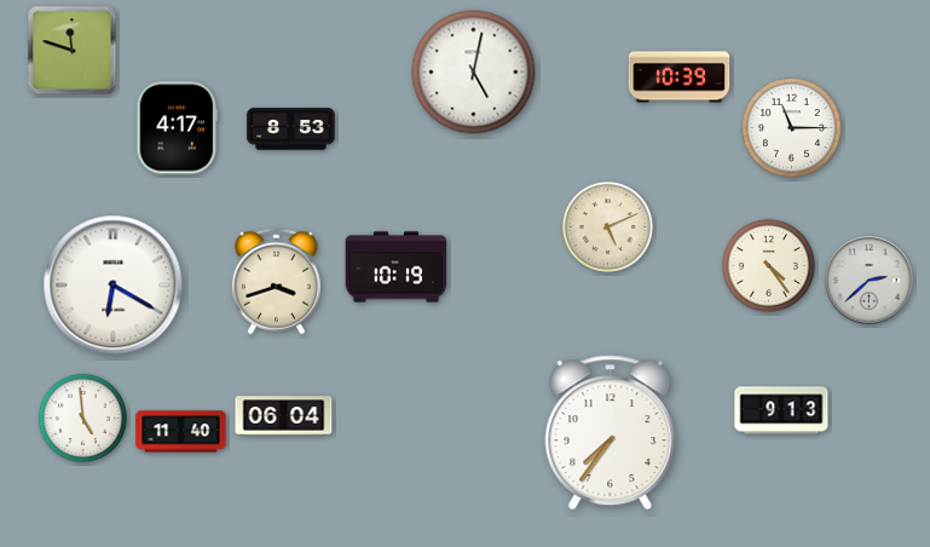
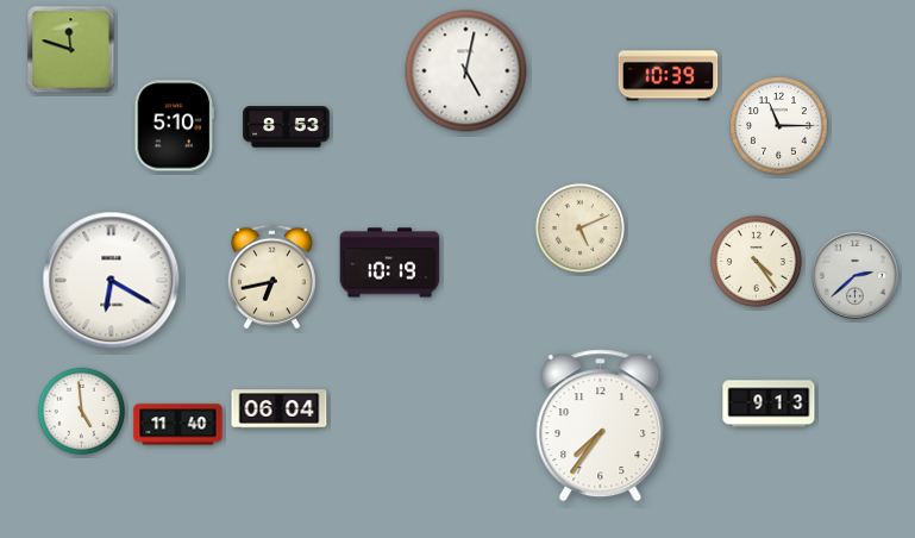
clock at (178, 128): 4:17 -> 5:10
clock at (607, 226) position: (607, 226) -> (579, 227)
clock at (276, 282): 3:42 -> 6:43
